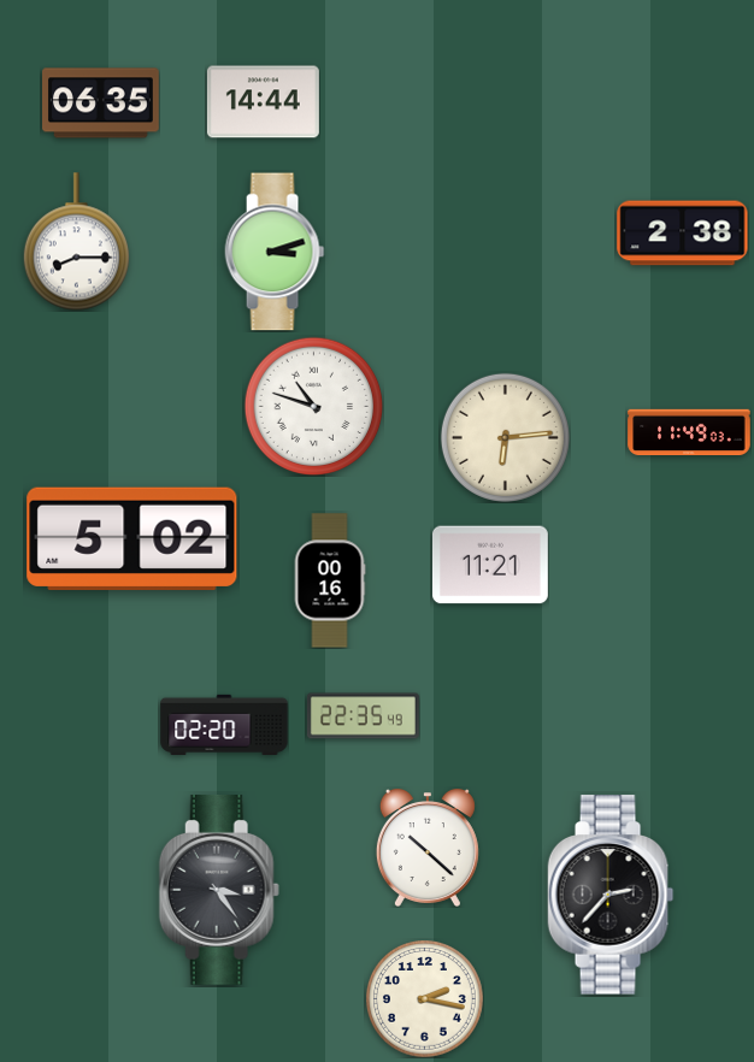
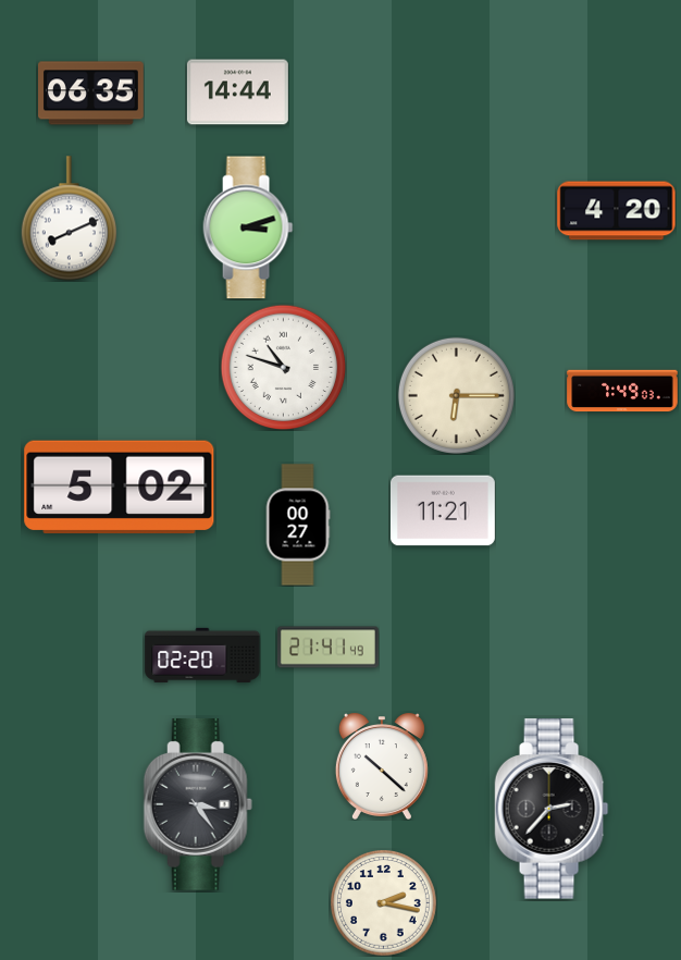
clock at (683, 234): 2:38 -> 4:20
clock at (76, 242): 8:15 -> 8:11
clock at (689, 432): 11:49 -> 7:49
clock at (505, 437): 6:14 -> 6:15
clock at (330, 580): 00:16 -> 00:27
clock at (363, 716): 22:35 -> 21:41
clock at (428, 848) position: (428, 848) -> (382, 766)
